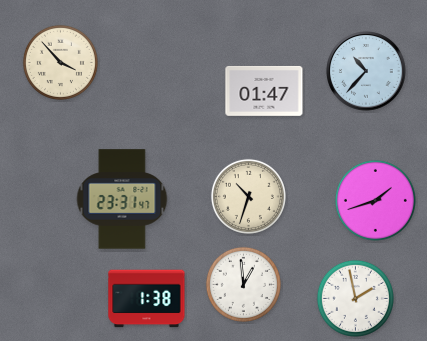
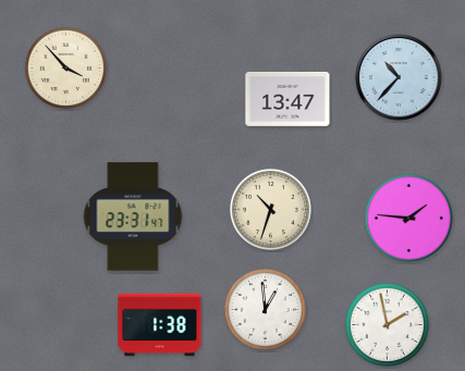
clock at (264, 91): 01:47 -> 13:47
clock at (248, 196) position: (248, 196) -> (270, 209)
clock at (375, 200): 1:42 -> 1:46
